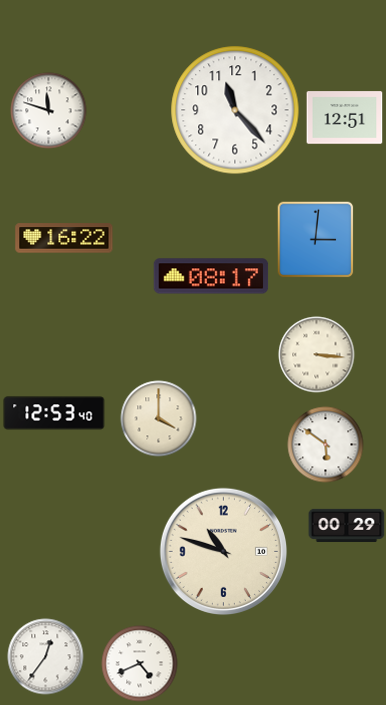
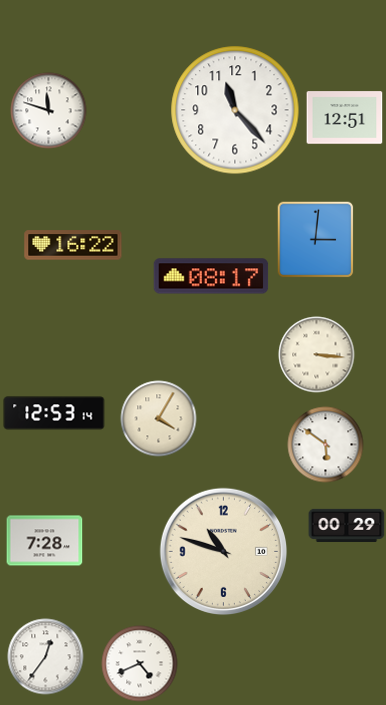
clock at (64, 238) position: (64, 238) -> (73, 245)
clock at (54, 413): 12:53:40 -> 12:53:14
clock at (159, 419): 4:00 -> 4:05
clock at (45, 541): none -> 7:28
